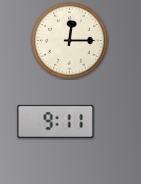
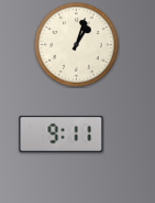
clock at (70, 41): 12:15 -> 1:03
